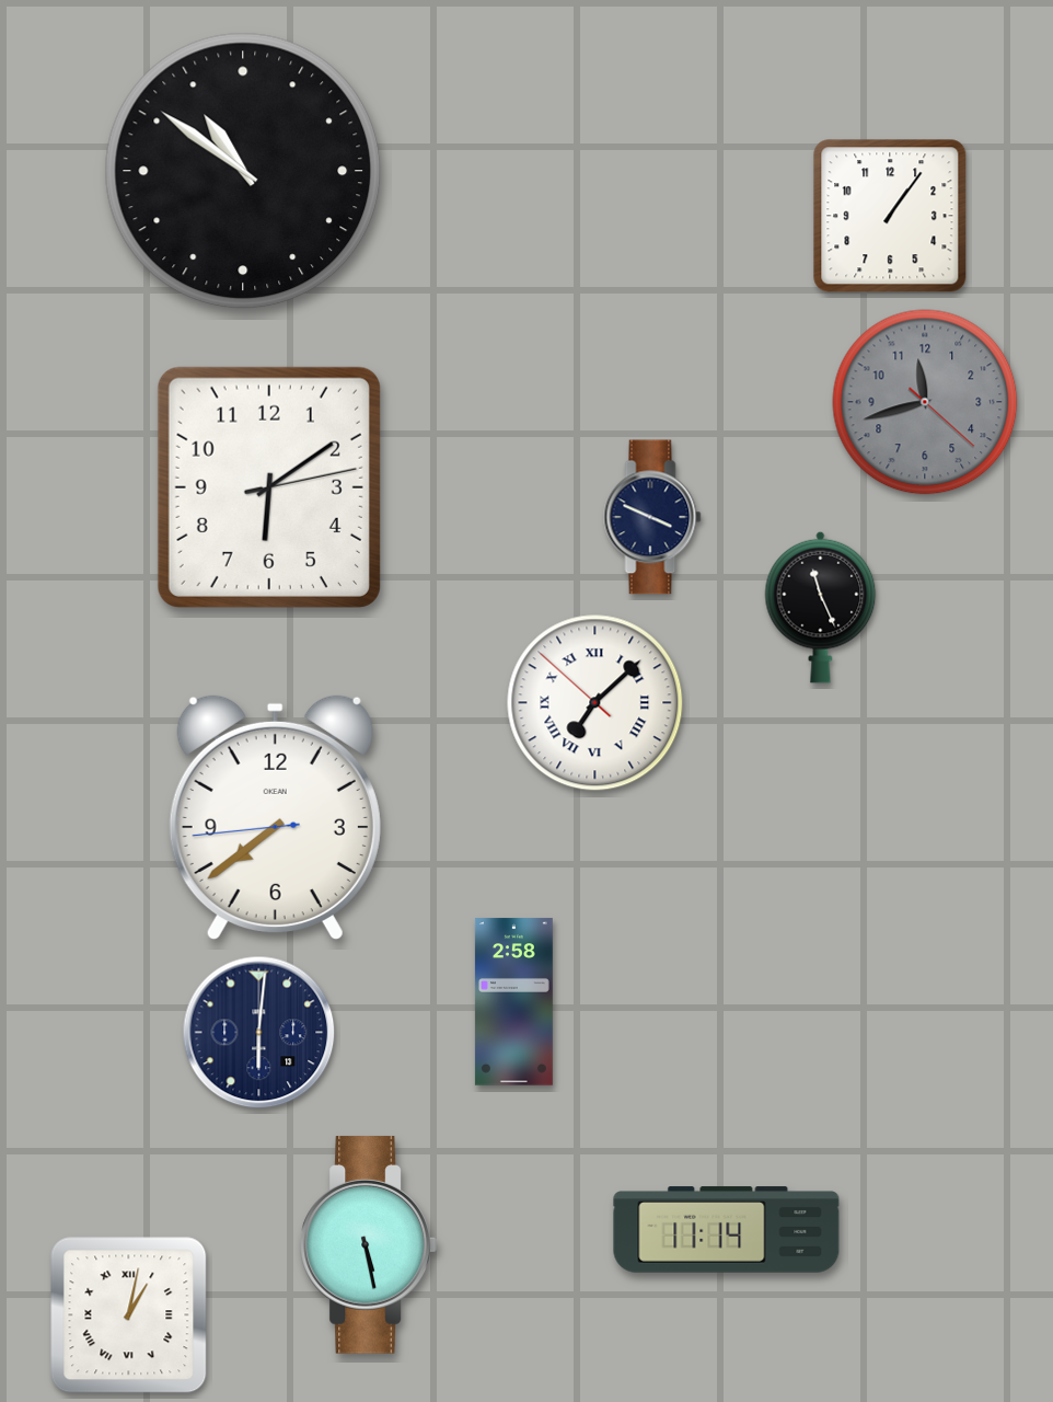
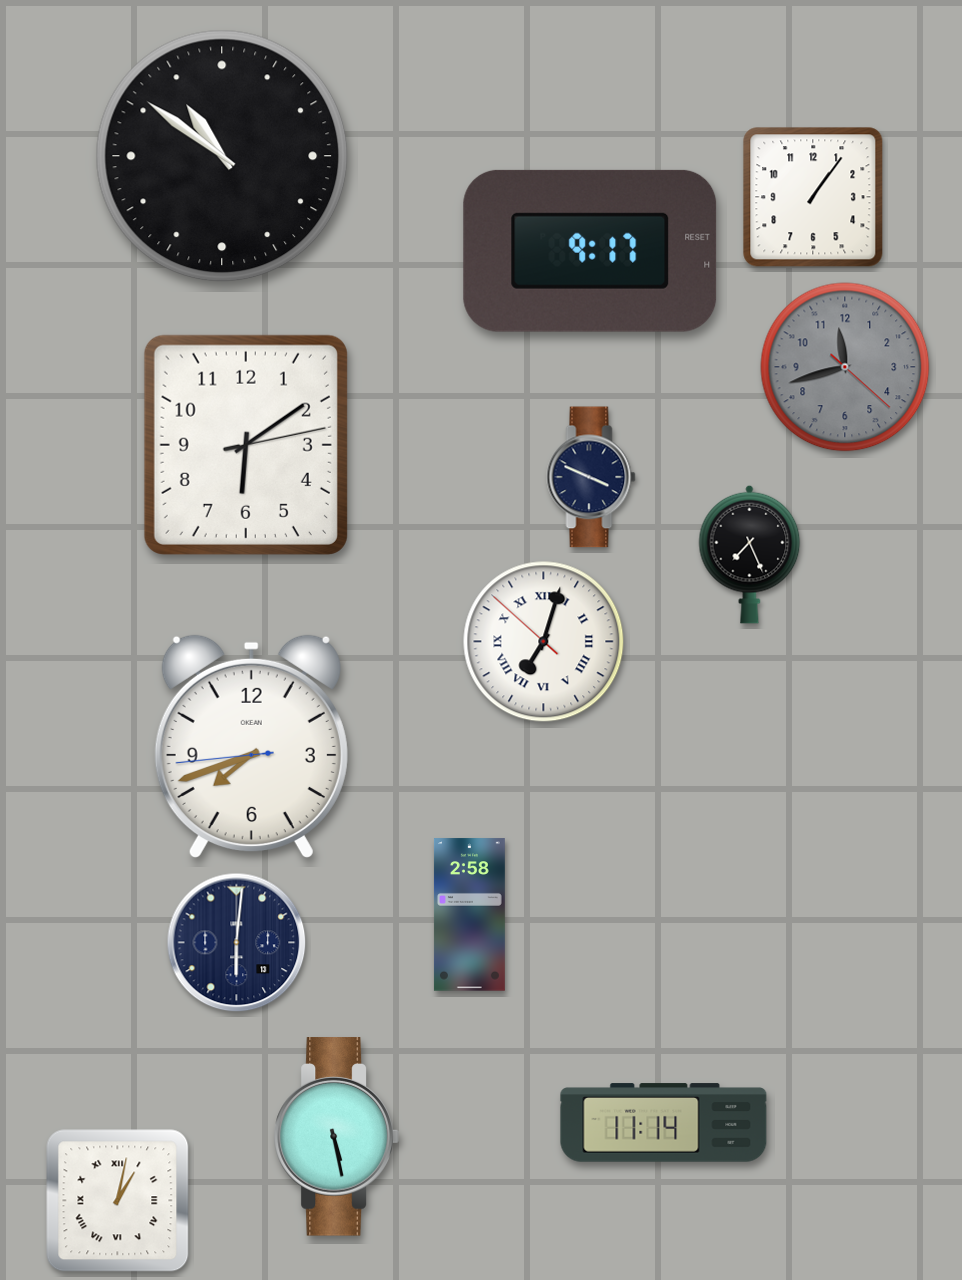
clock at (590, 251): none -> 9:17
clock at (652, 517) position: (652, 517) -> (591, 477)
clock at (821, 607): 11:26 -> 7:26
clock at (595, 703): 7:07 -> 7:02
clock at (275, 818): 7:38 -> 7:41
